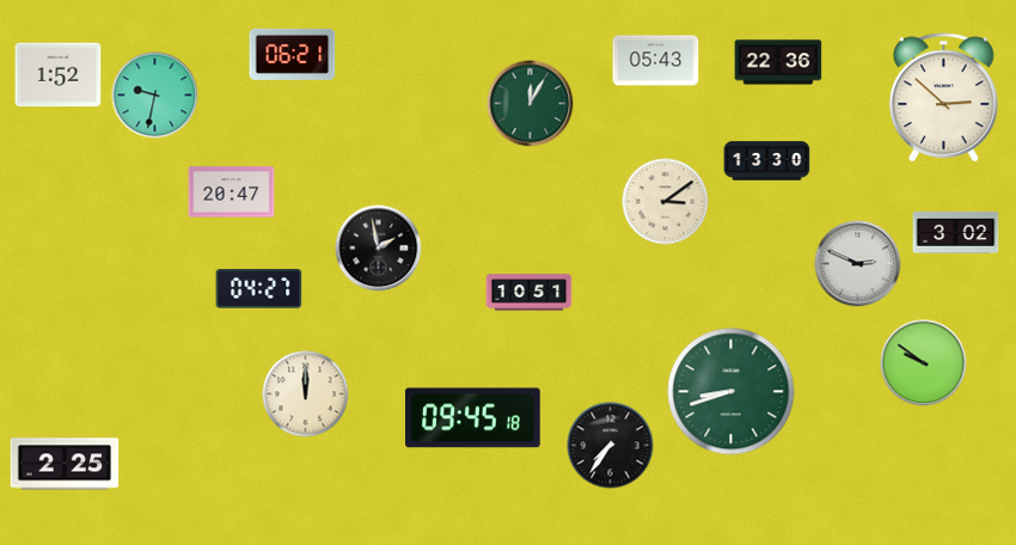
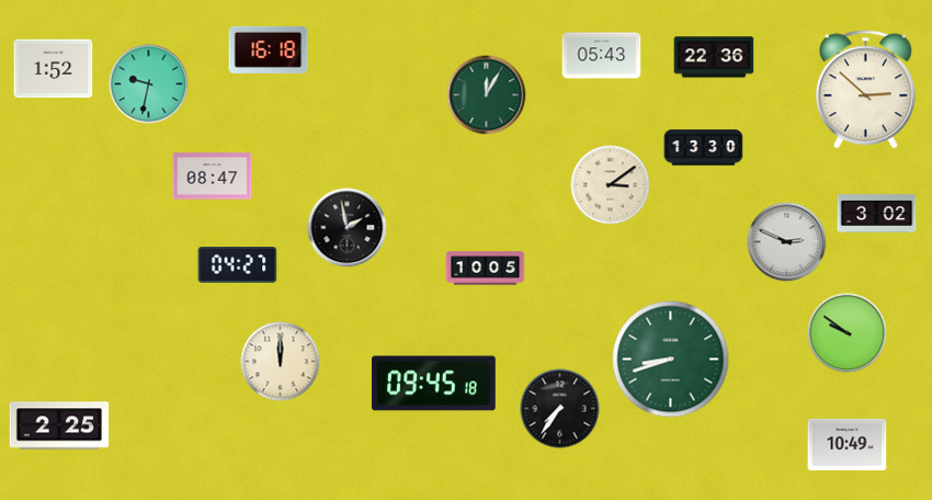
clock at (293, 54): 06:21 -> 16:18
clock at (155, 96) position: (155, 96) -> (149, 84)
clock at (232, 192): 20:47 -> 08:47
clock at (530, 293): 10:51 -> 10:05
clock at (848, 444): none -> 10:49
